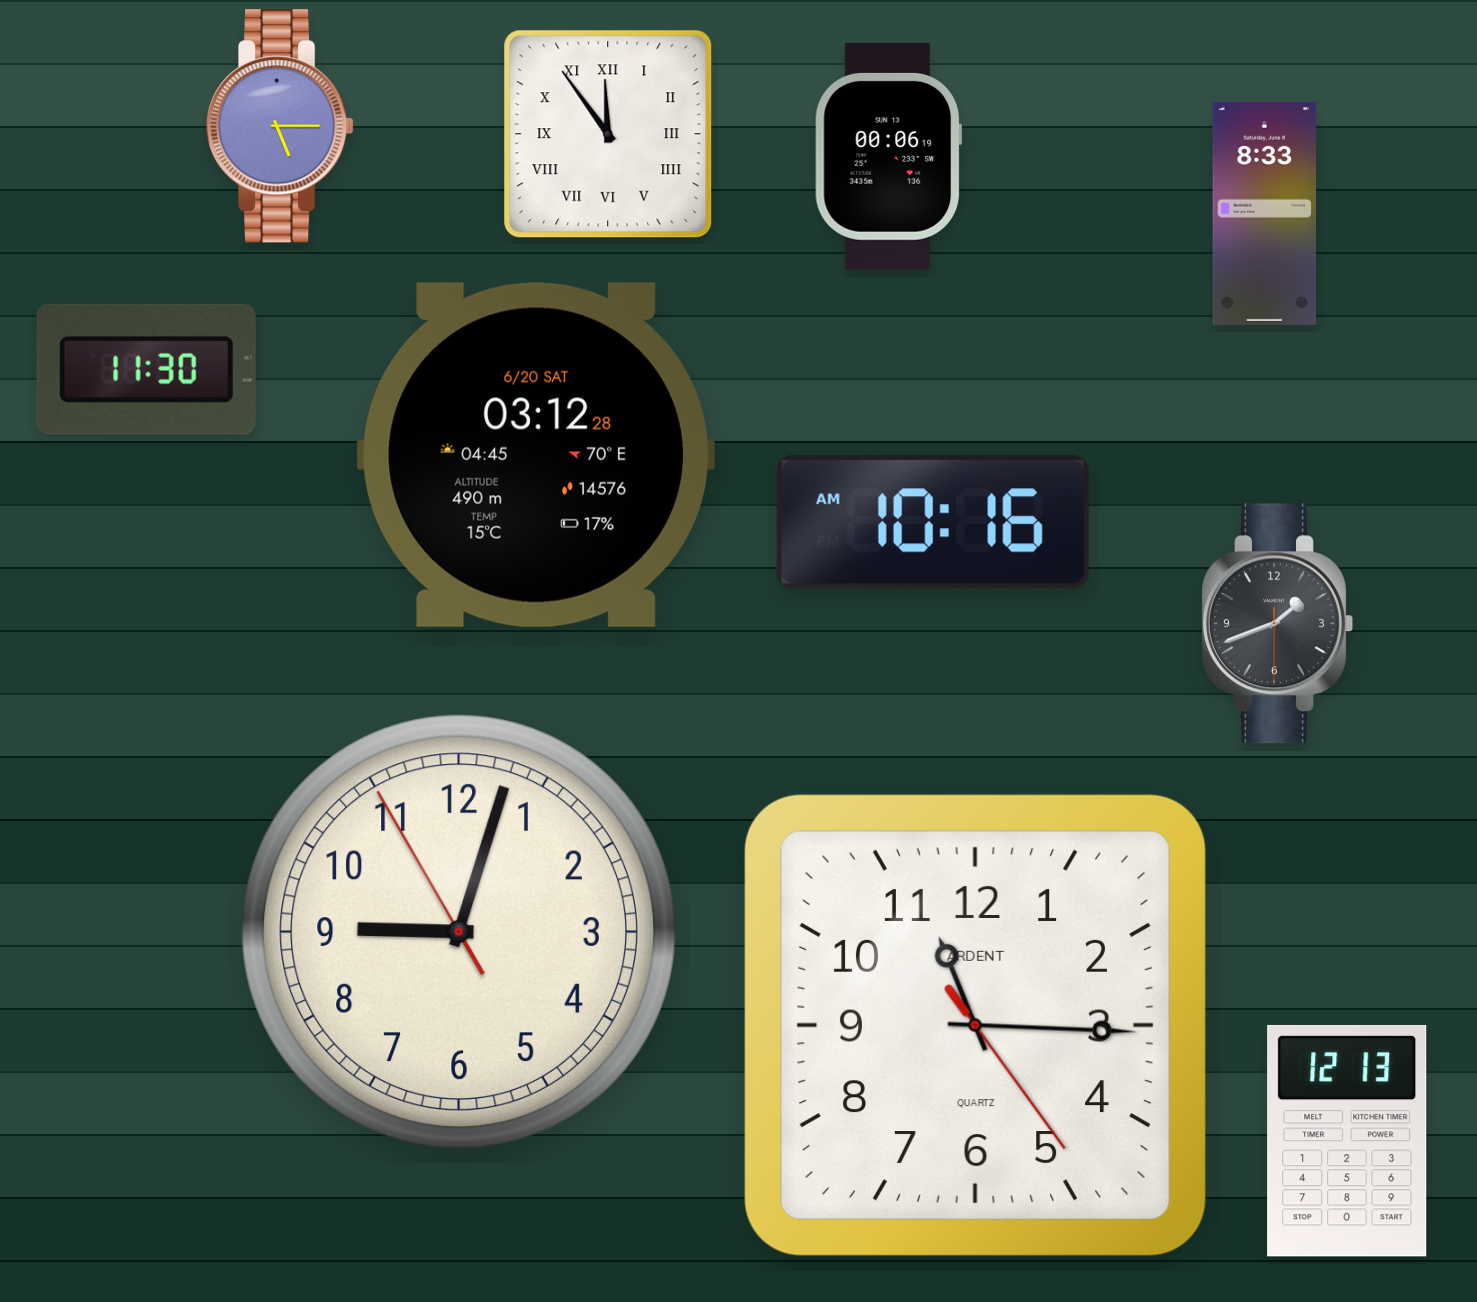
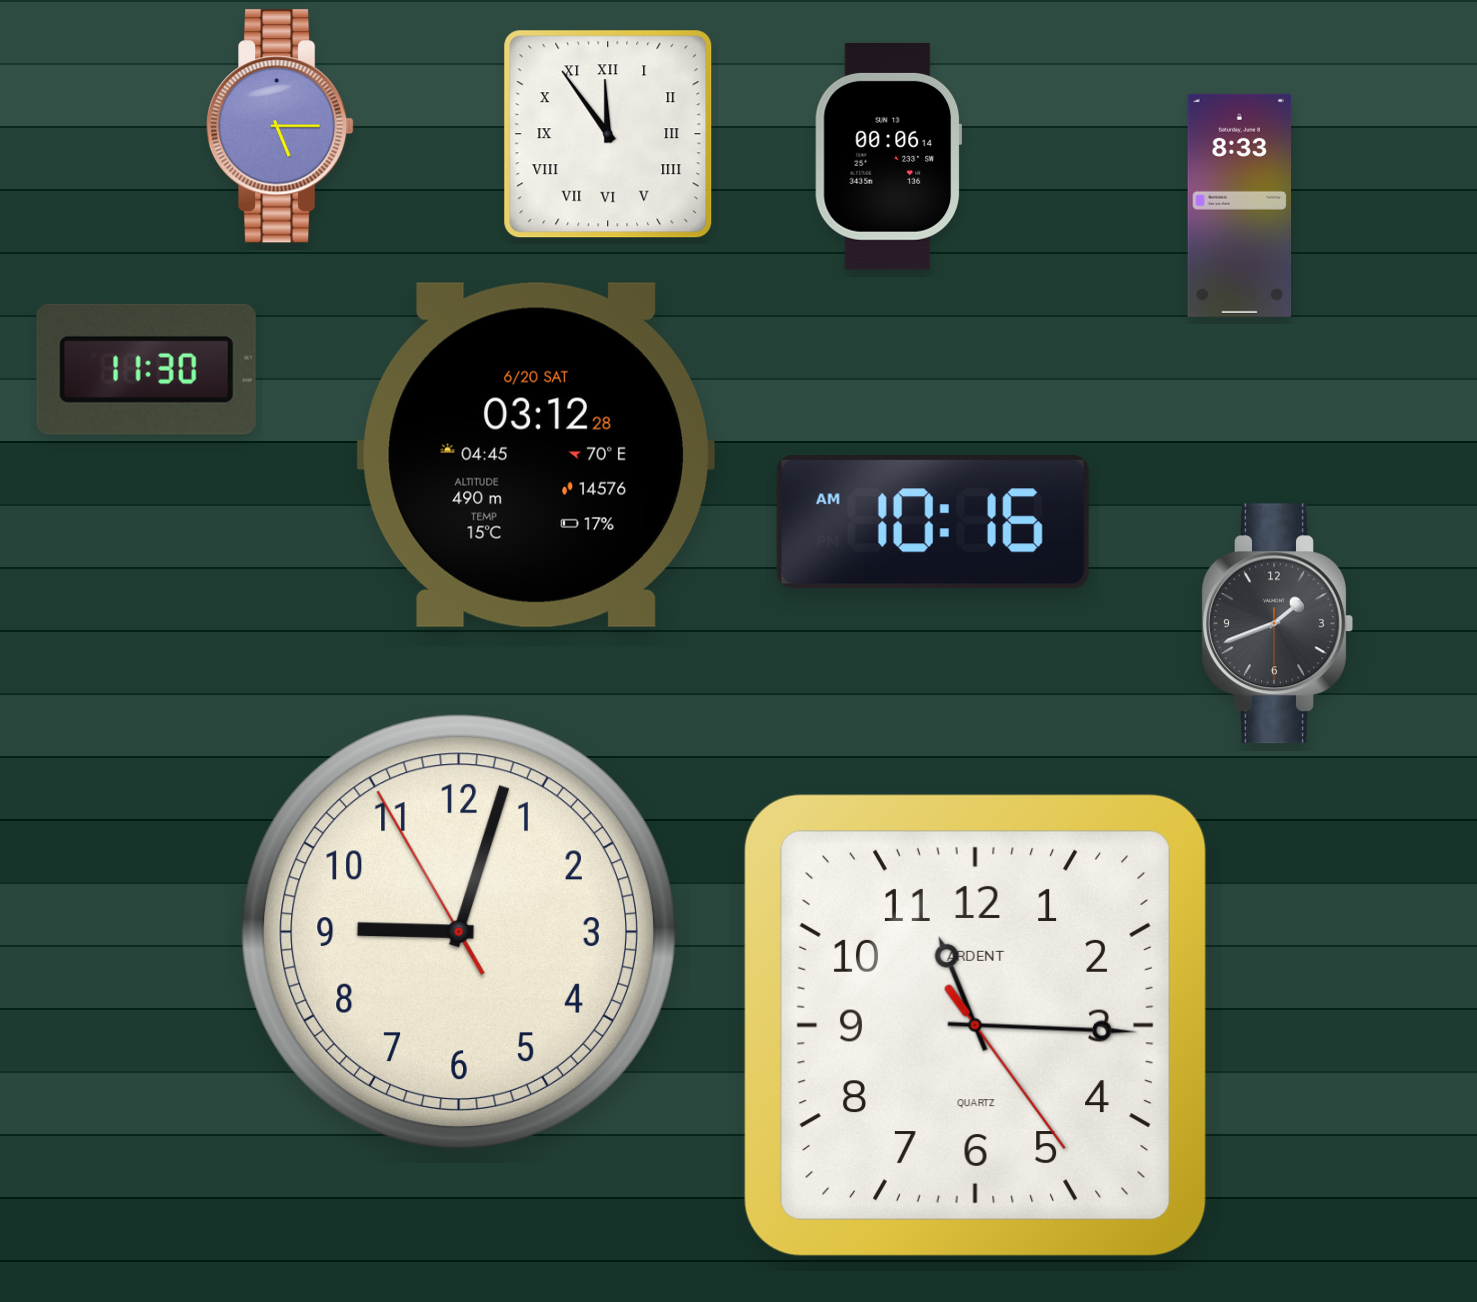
clock at (888, 156): 00:06:19 -> 00:06:14
clock at (1265, 213) position: (1265, 213) -> (1240, 205)
clock at (1347, 1141): 12:13 -> none
